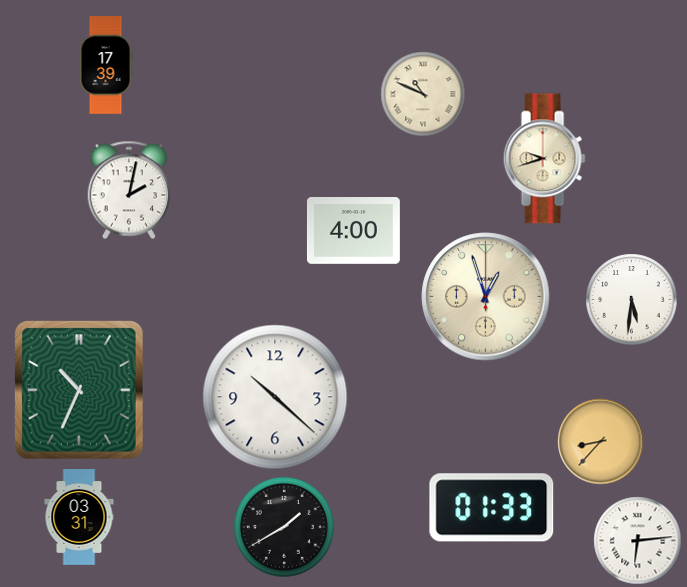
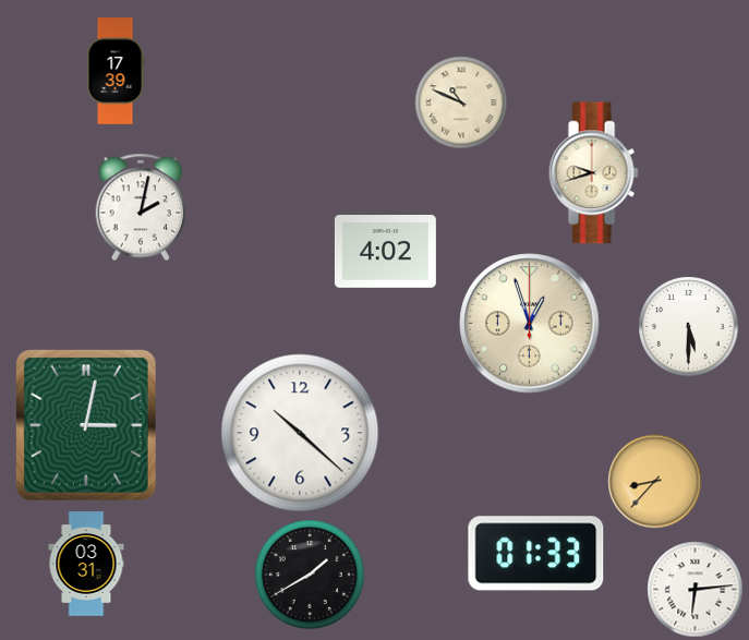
clock at (353, 231): 4:00 -> 4:02
clock at (631, 299): 5:31 -> 5:30
clock at (79, 391): 10:34 -> 3:02
